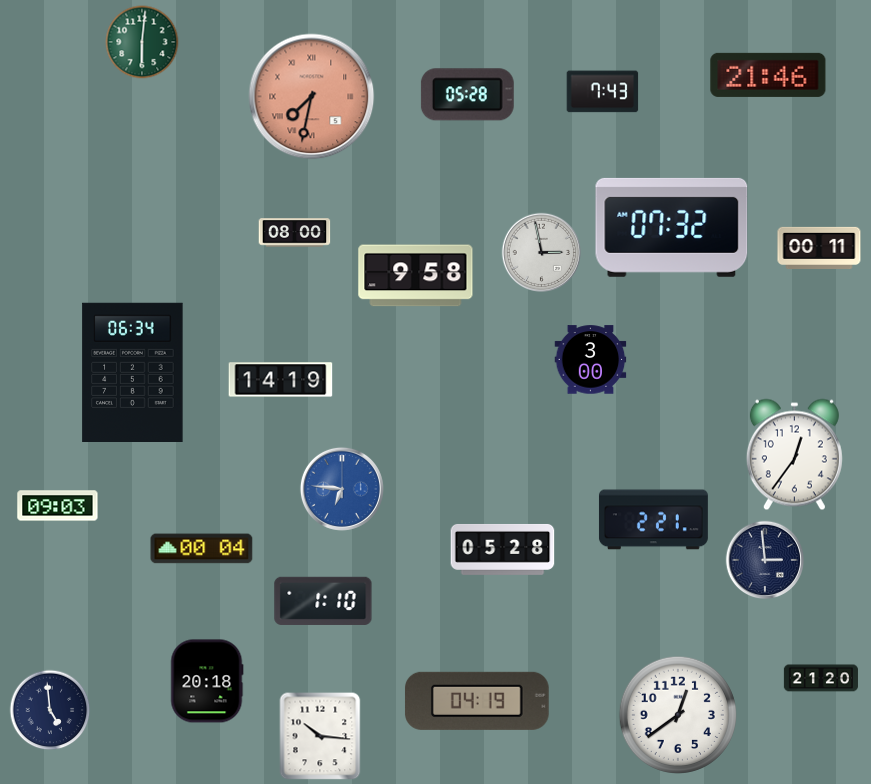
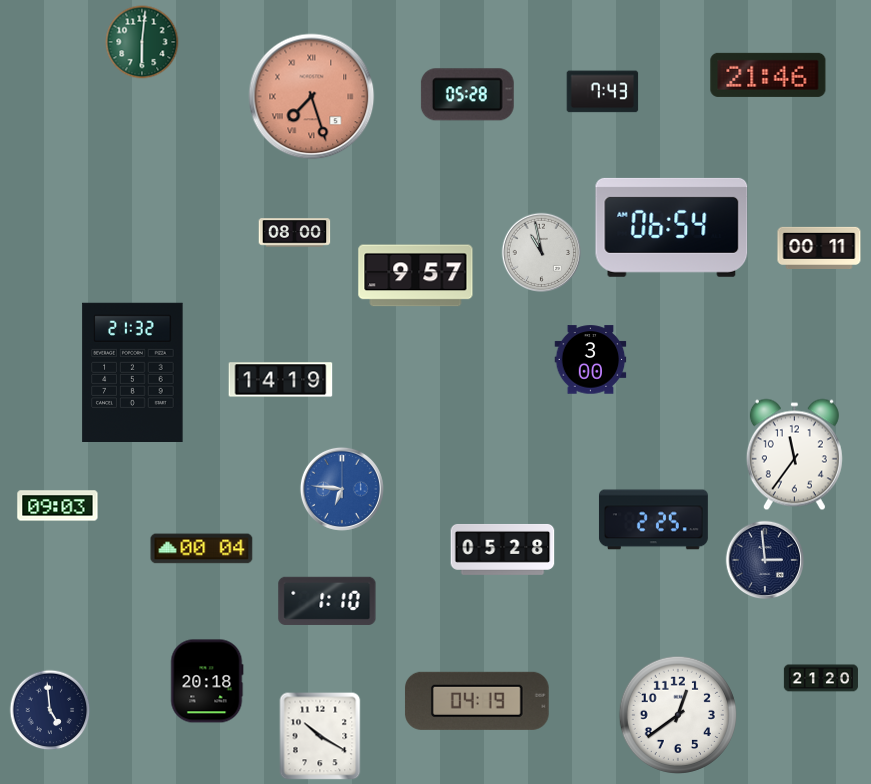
clock at (312, 97): 7:32 -> 7:27
clock at (672, 227): 07:32 -> 06:54
clock at (541, 252): 2:58 -> 10:58
clock at (416, 276): 9:58 -> 9:57
clock at (133, 372): 06:34 -> 21:32
clock at (794, 455): 12:36 -> 11:36
clock at (653, 520): 2:21 -> 2:25
clock at (323, 601) position: (323, 601) -> (327, 601)
clock at (320, 736): 10:16 -> 10:20
